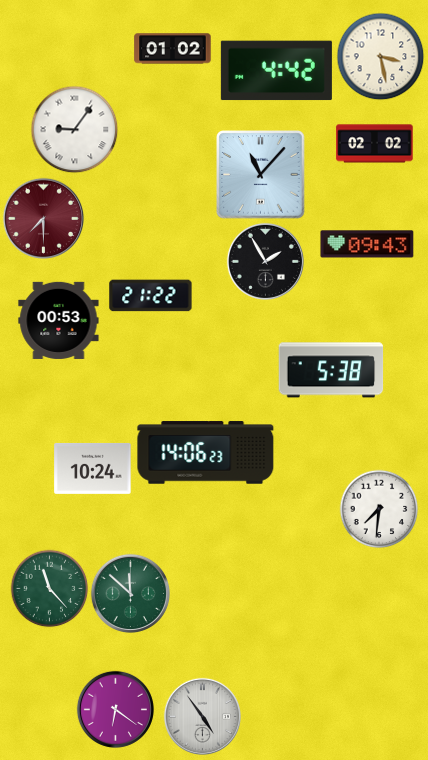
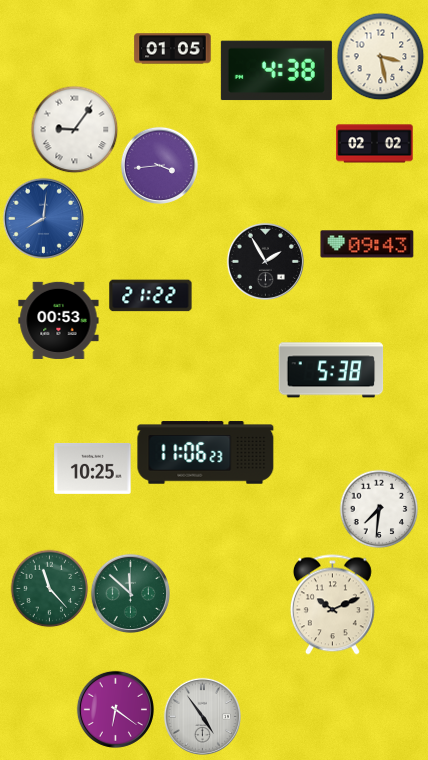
clock at (173, 49): 01:02 -> 01:05
clock at (276, 71): 4:42 -> 4:38
clock at (159, 165): none -> 3:44
clock at (261, 175): 11:07 -> none
clock at (43, 218): 7:30 -> 8:01
clock at (43, 218) dial: burgundy -> blue
clock at (206, 453): 14:06 -> 11:06
clock at (93, 468): 10:24 -> 10:25
clock at (332, 605): none -> 10:11
